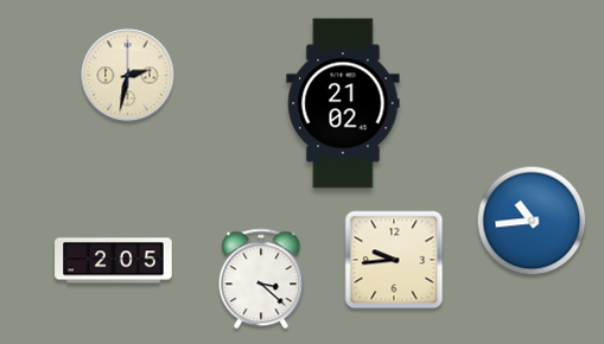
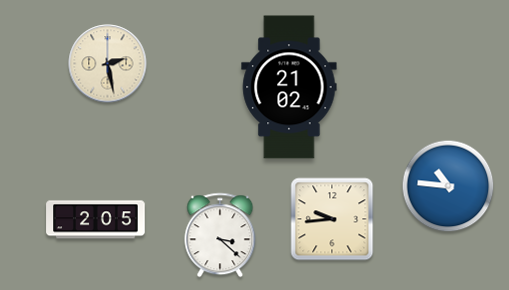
clock at (128, 76): 2:32 -> 2:28
clock at (532, 221): 10:44 -> 10:46
